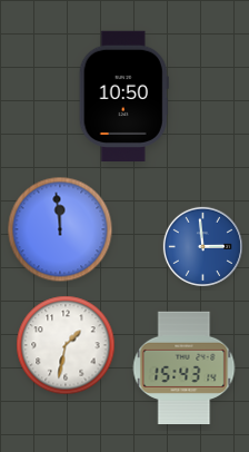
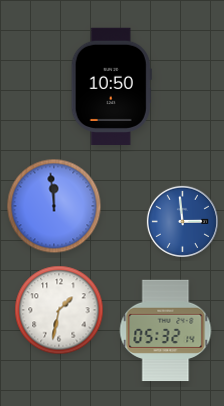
clock at (185, 369): 15:43 -> 05:32
